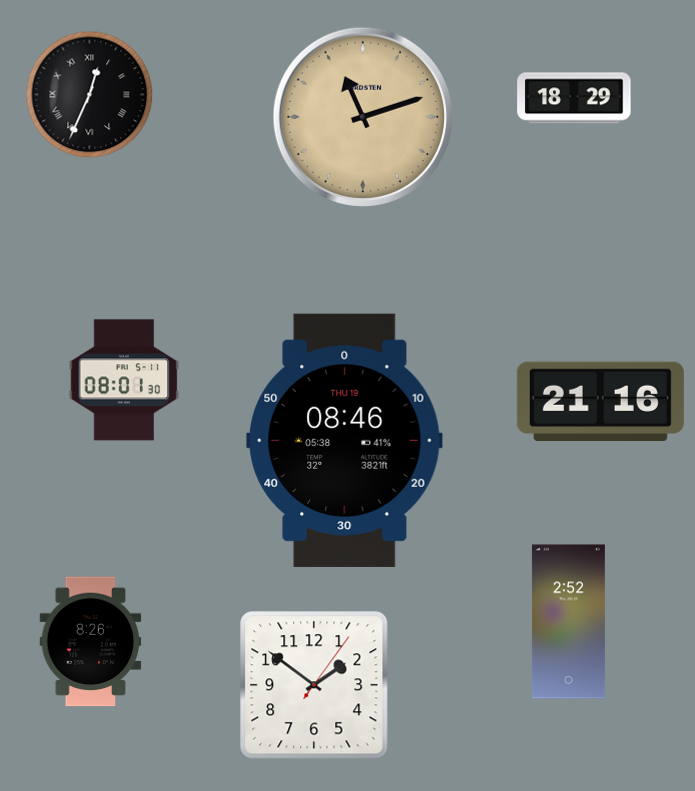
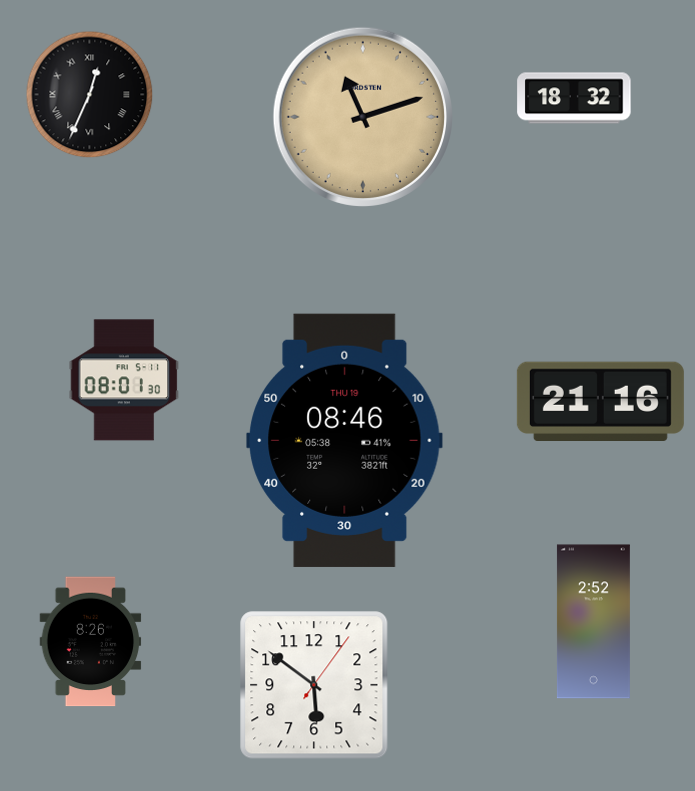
clock at (574, 98): 18:29 -> 18:32
clock at (568, 622) position: (568, 622) -> (593, 622)
clock at (314, 685): 1:51 -> 5:51
